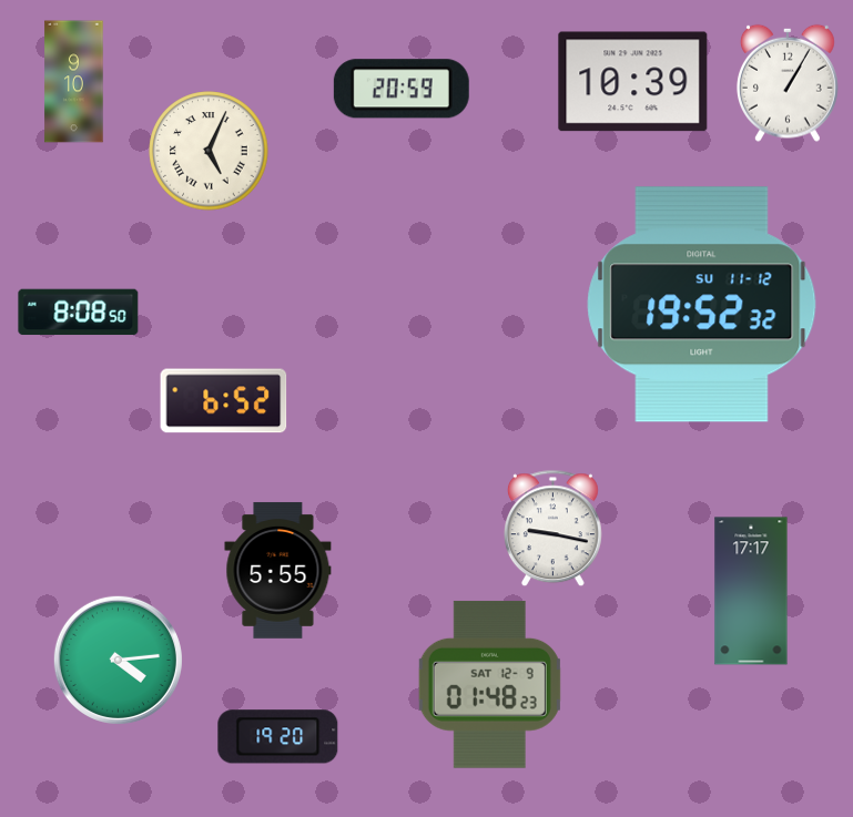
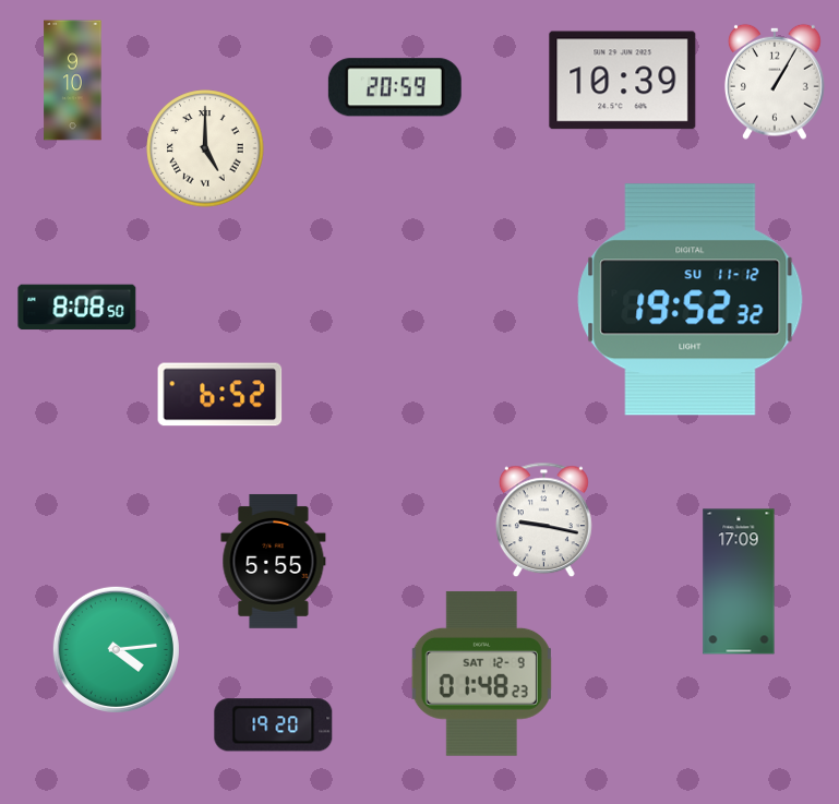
clock at (209, 151): 5:04 -> 5:00
clock at (751, 591): 17:17 -> 17:09
